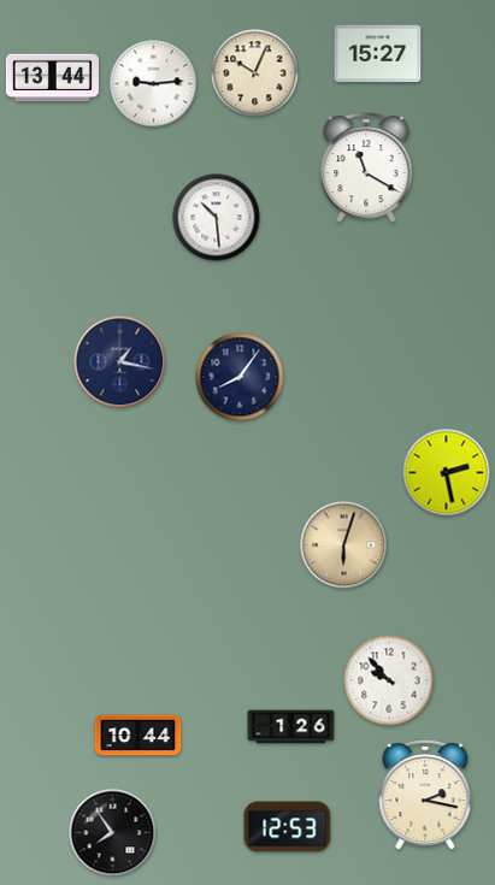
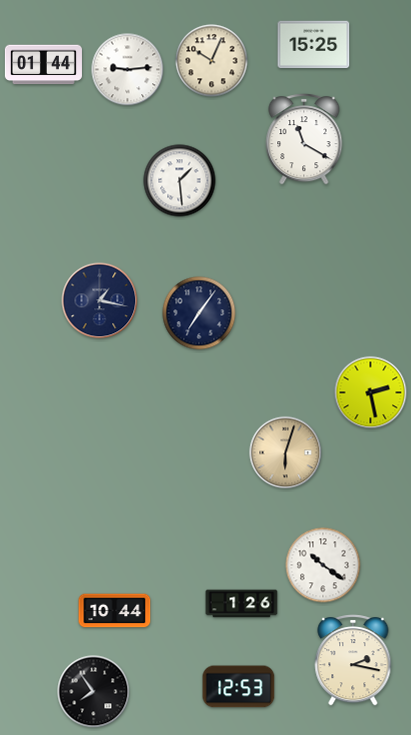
clock at (378, 54): 15:27 -> 15:25
clock at (52, 78): 13:44 -> 01:44
clock at (217, 218): 10:29 -> 1:29
clock at (240, 377): 8:06 -> 7:06
clock at (389, 680): 9:53 -> 10:21
